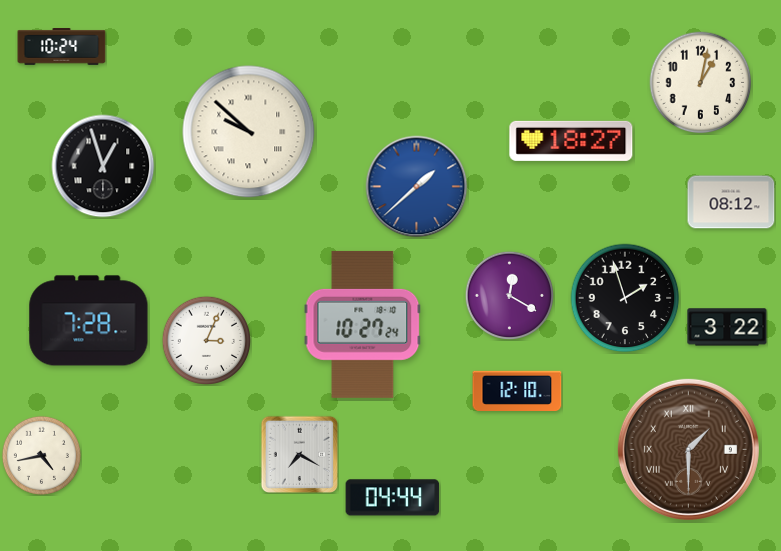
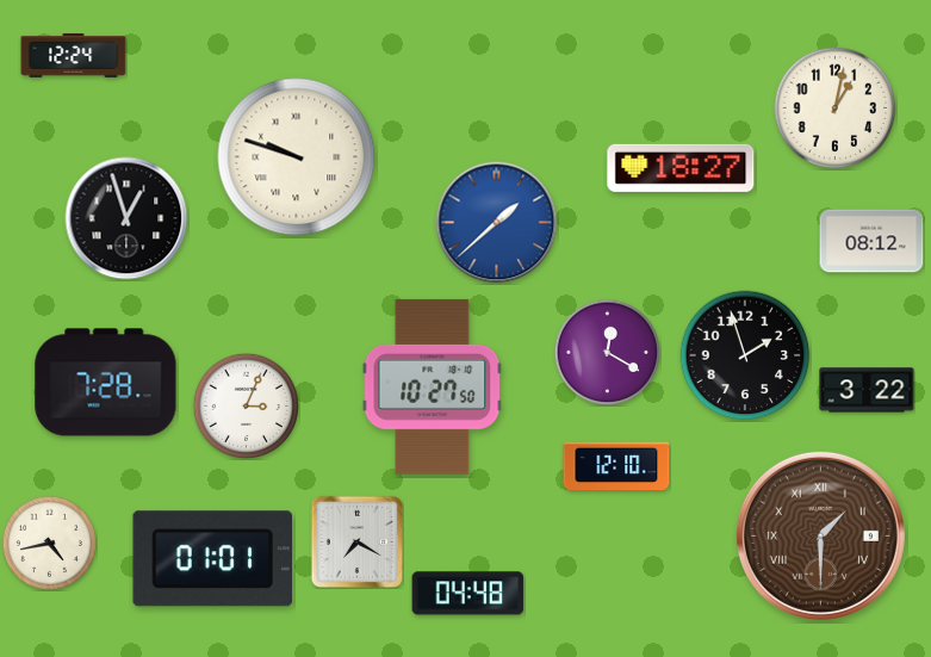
clock at (62, 47): 10:24 -> 12:24
clock at (701, 83) position: (701, 83) -> (836, 109)
clock at (249, 132): 9:52 -> 9:48
clock at (103, 166) position: (103, 166) -> (126, 218)
clock at (363, 324): 10:27:24 -> 10:27:50
clock at (212, 559): none -> 01:01
clock at (393, 498): 04:44 -> 04:48
